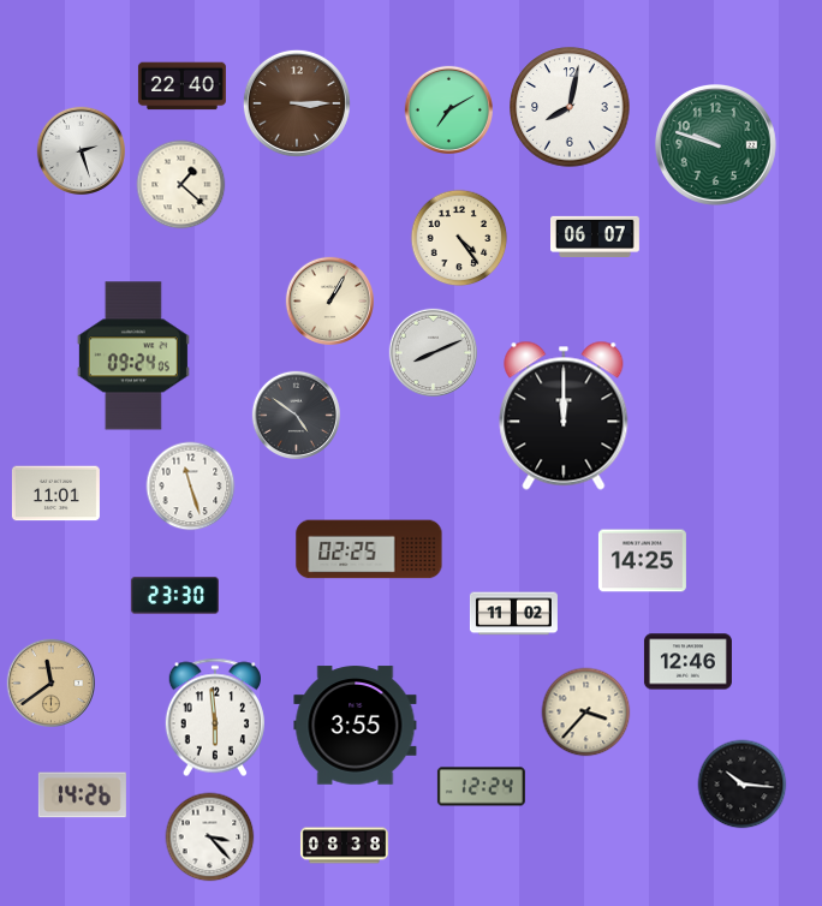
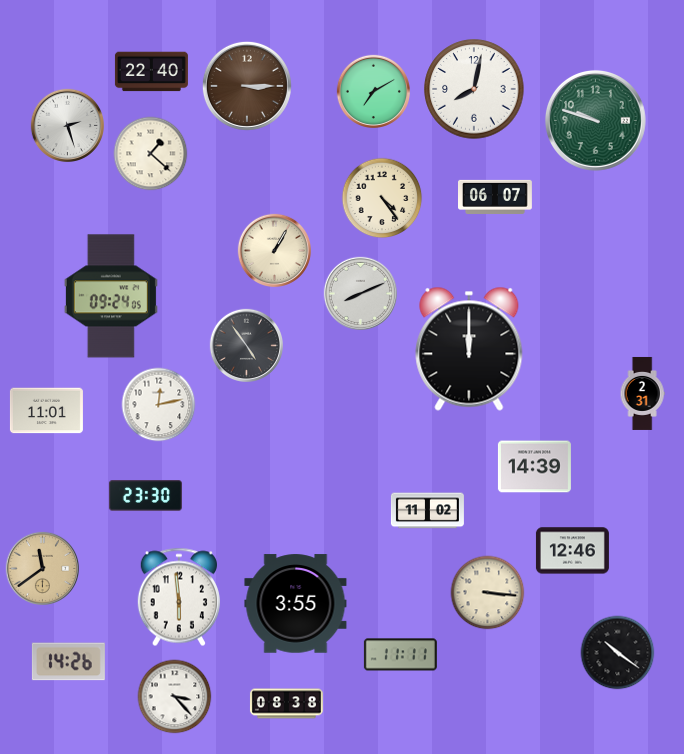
clock at (296, 415): 4:51 -> 4:54
clock at (564, 416) position: (564, 416) -> (469, 349)
clock at (642, 393): none -> 2:31
clock at (191, 487): 11:27 -> 12:13
clock at (369, 549): 02:25 -> none
clock at (642, 561): 14:25 -> 14:39
clock at (586, 713): 3:37 -> 3:16
clock at (743, 785): 10:16 -> 10:21
clock at (481, 787): 12:24 -> 11:11
